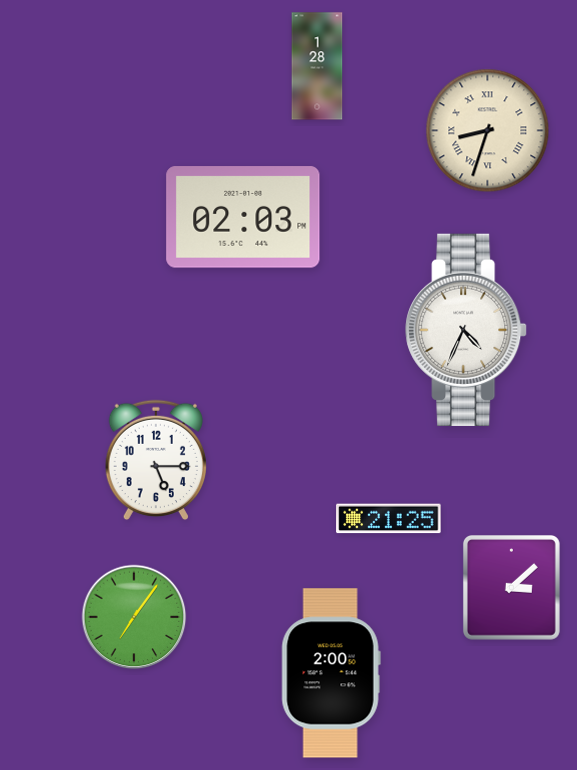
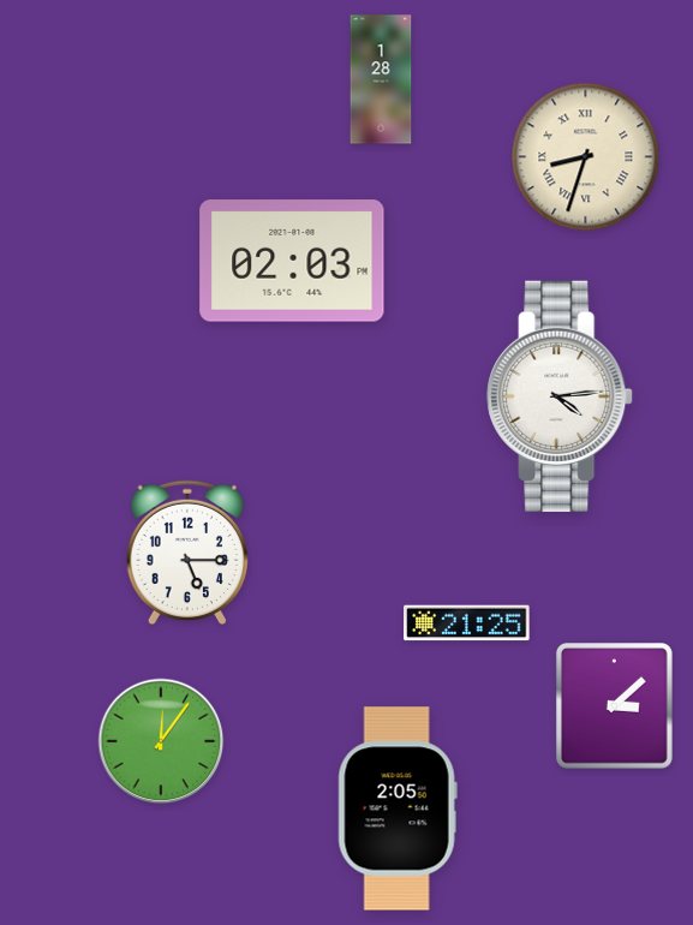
clock at (466, 330): 4:34 -> 4:14
clock at (134, 617): 7:06 -> 12:06
clock at (331, 673): 2:00 -> 2:05
